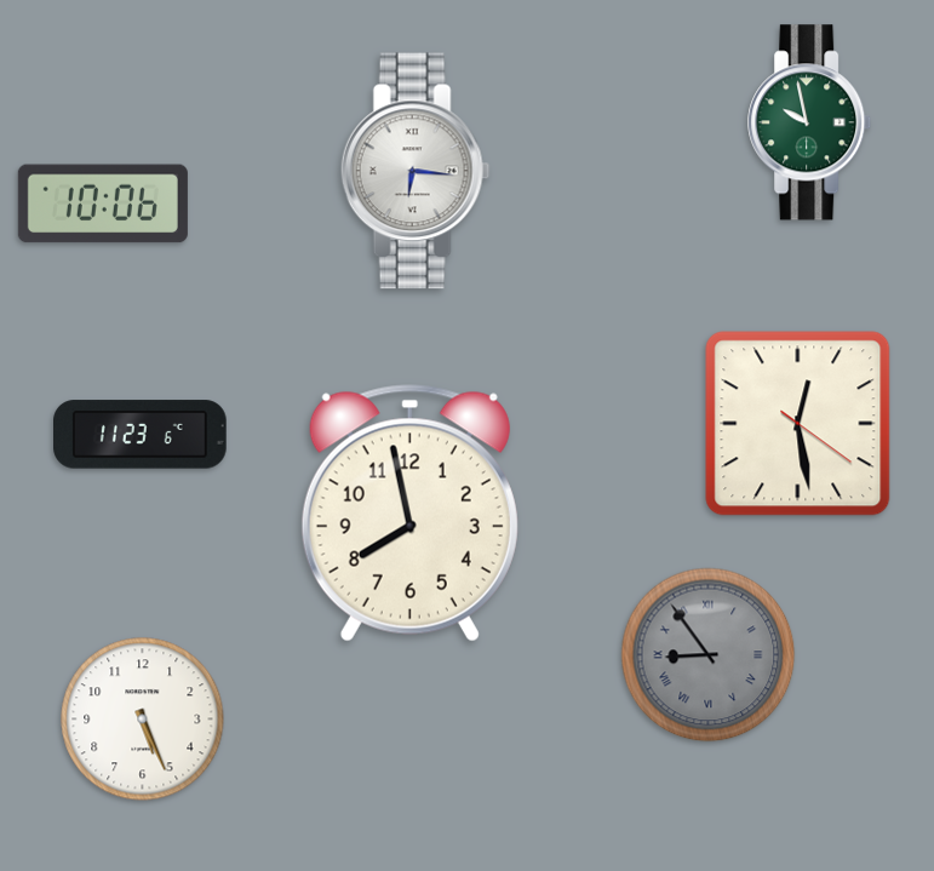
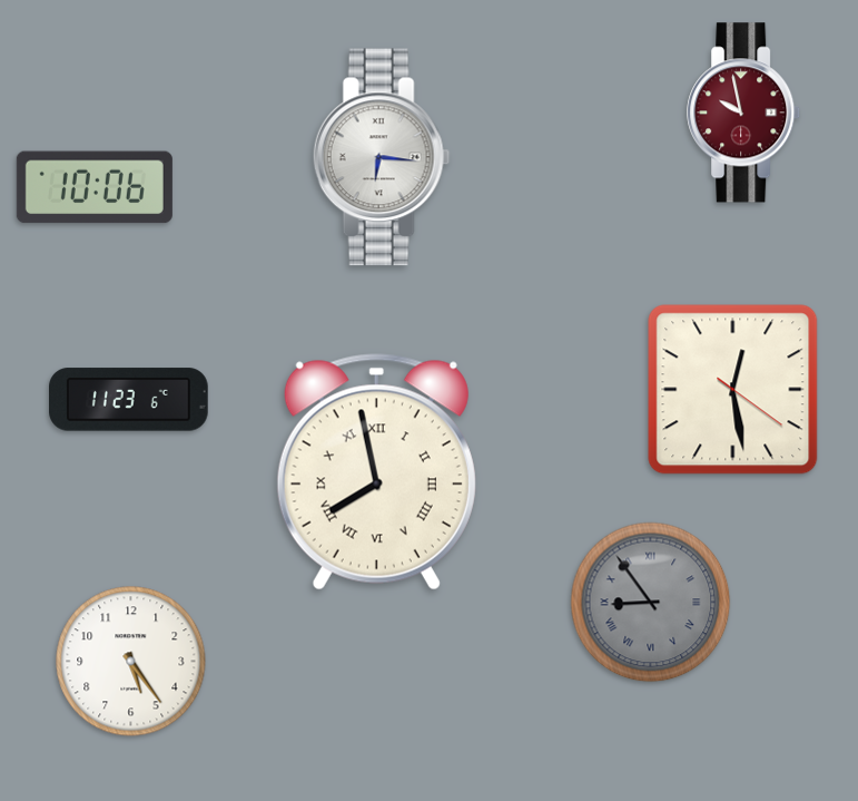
clock at (810, 122) dial: green -> burgundy
clock at (409, 514) numerals: Arabic -> Roman
clock at (143, 720): 5:26 -> 5:24
